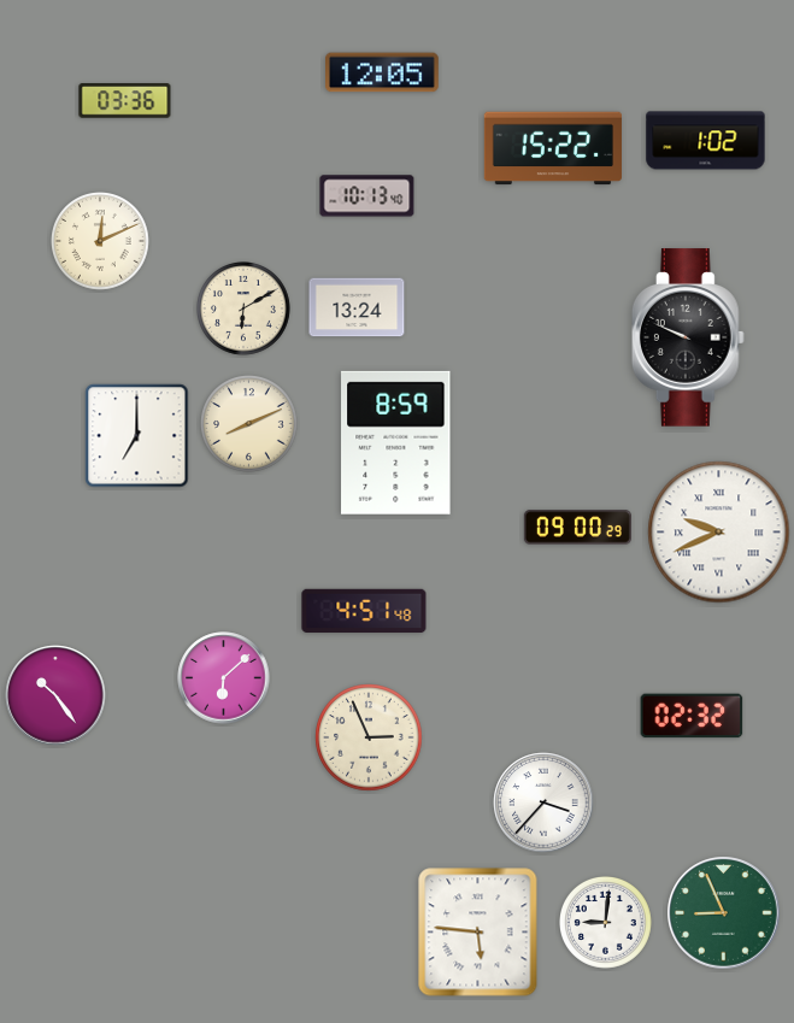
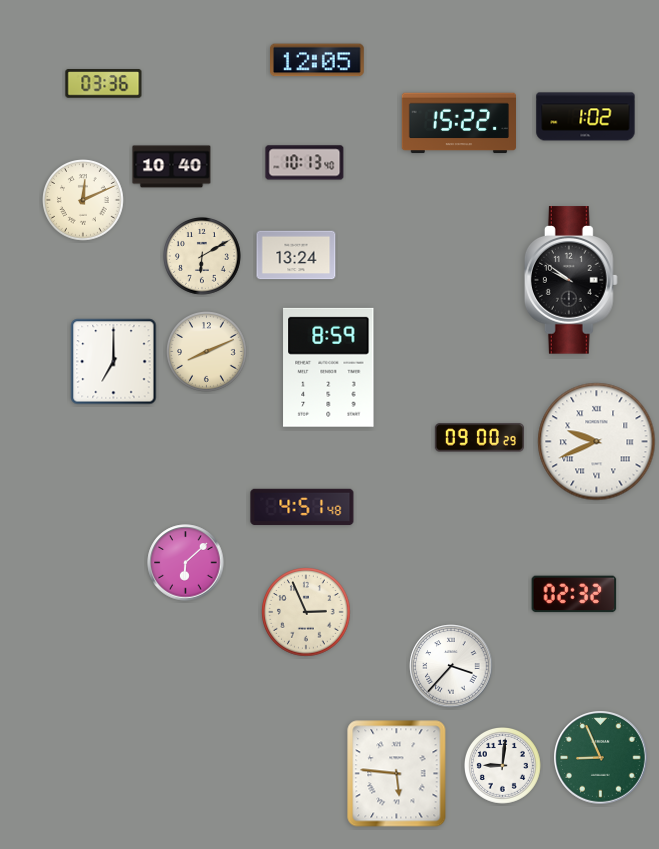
clock at (172, 167): none -> 10:40
clock at (688, 337): 9:49 -> 9:51
clock at (55, 695): 10:24 -> none
